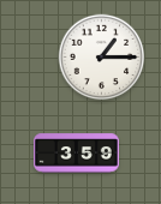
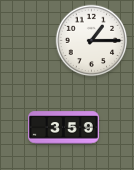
clock at (102, 58) position: (102, 58) -> (92, 41)
